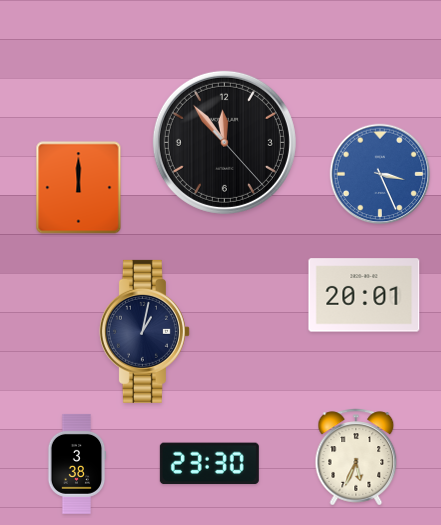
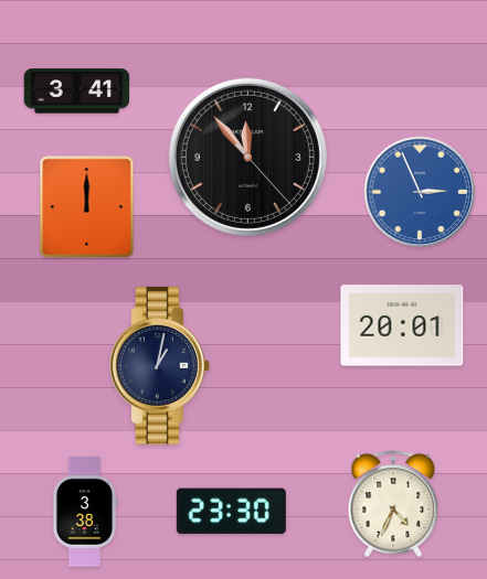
clock at (77, 92): none -> 3:41
clock at (380, 174): 3:26 -> 2:56
clock at (356, 457): 5:34 -> 4:34
